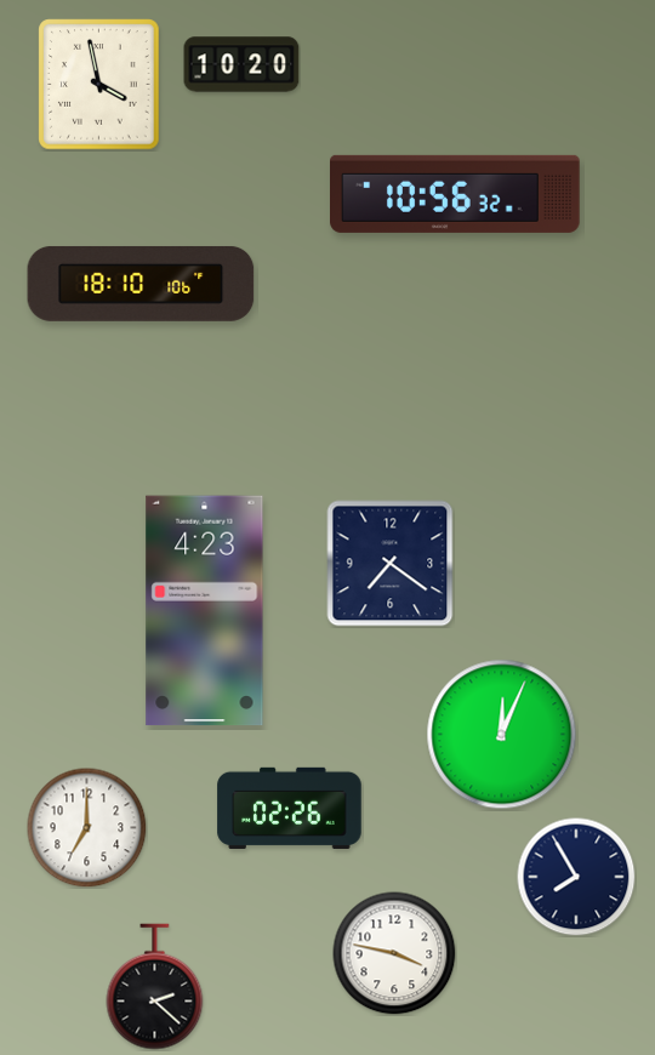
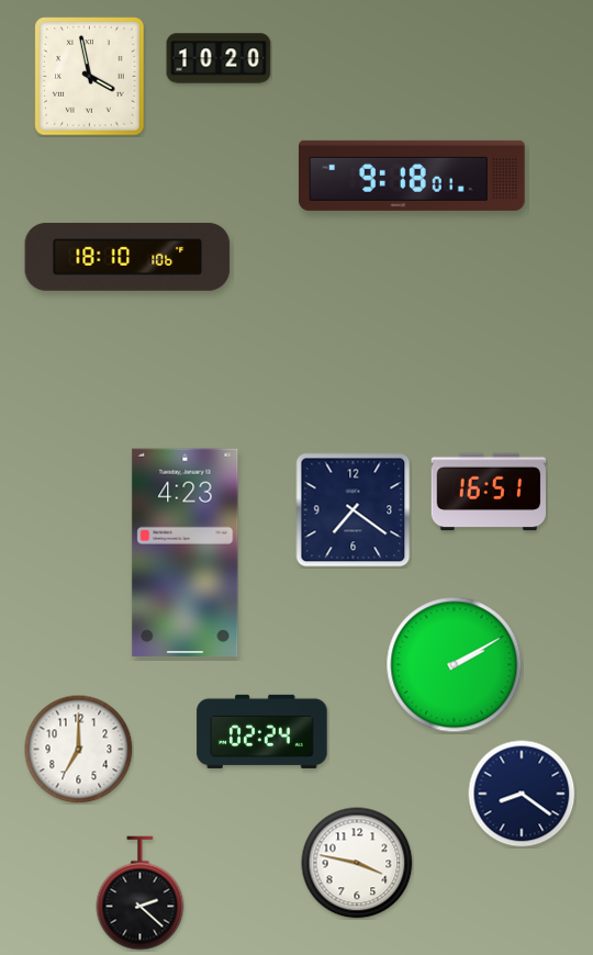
clock at (455, 194): 10:56 -> 9:18
clock at (488, 492): none -> 16:51
clock at (502, 735): 12:04 -> 2:10
clock at (290, 808): 02:26 -> 02:24
clock at (576, 877): 7:55 -> 8:21
